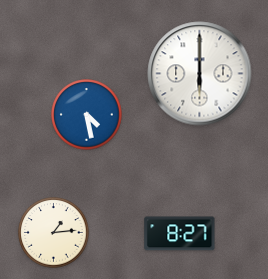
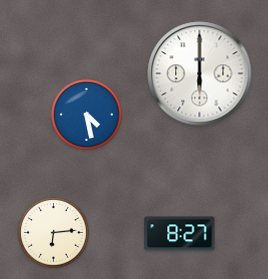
clock at (54, 233): 1:14 -> 6:14
